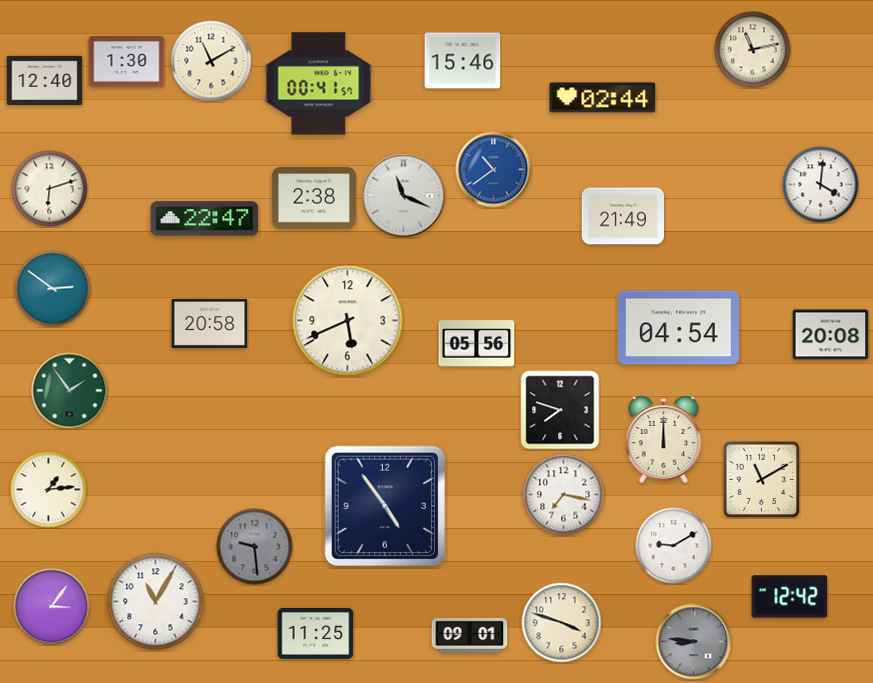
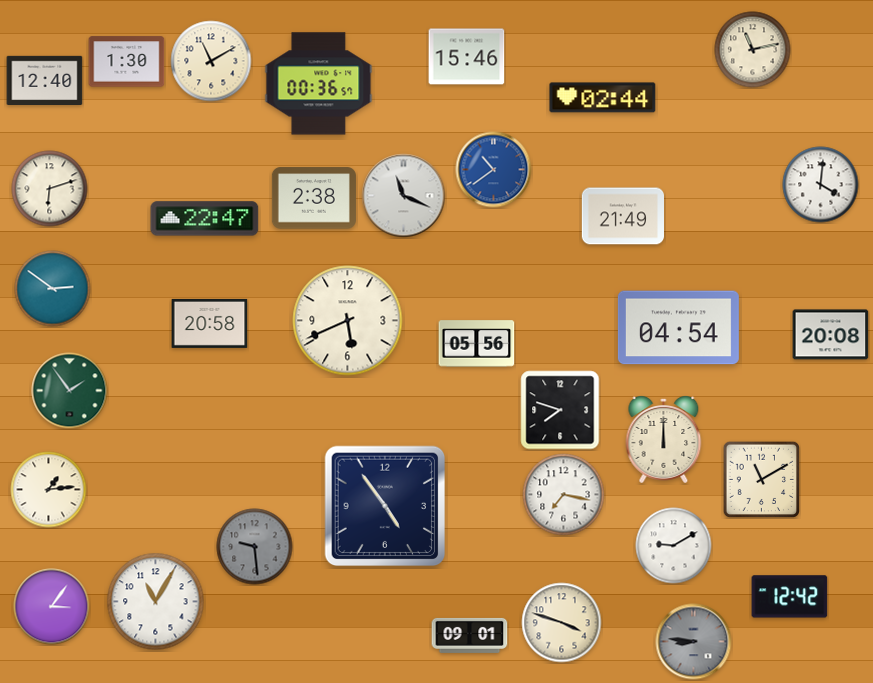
clock at (463, 61) position: (463, 61) -> (467, 57)
clock at (319, 84): 00:41 -> 00:36
clock at (316, 633): 11:25 -> none
